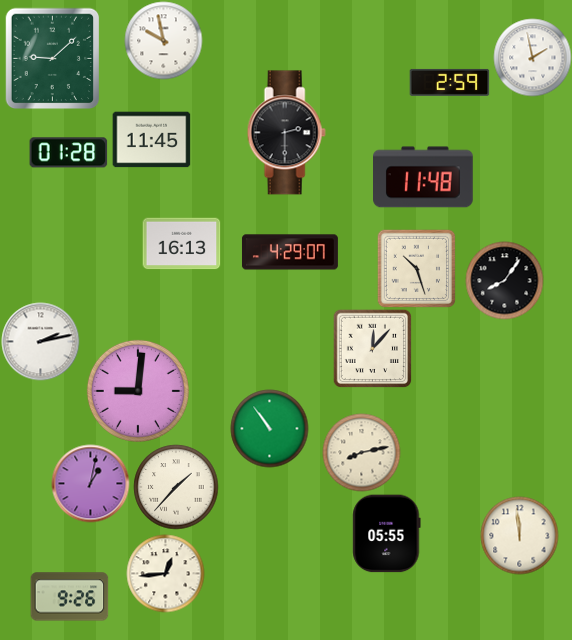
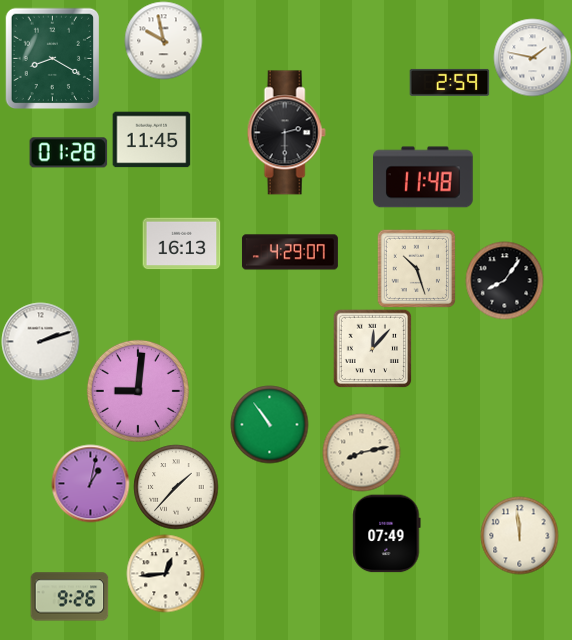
clock at (532, 57): 1:58 -> 1:47
clock at (53, 58): 9:08 -> 8:20
clock at (40, 341): 2:13 -> 2:12
clock at (269, 428) position: (269, 428) -> (269, 424)
clock at (387, 533): 05:55 -> 07:49
